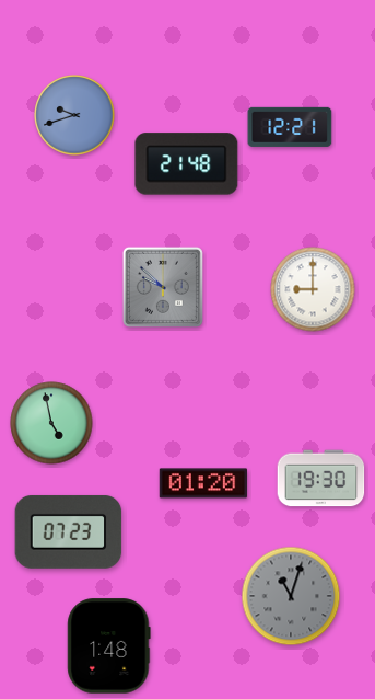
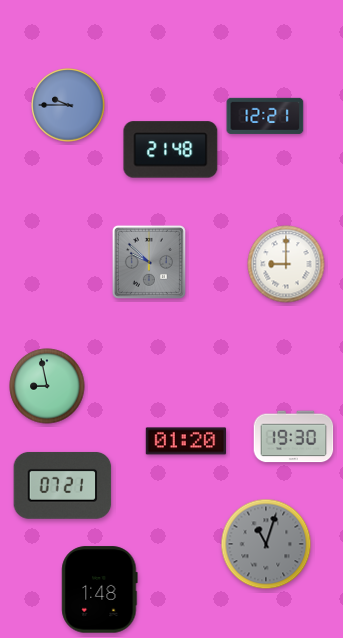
clock at (74, 115): 9:42 -> 9:45
clock at (51, 423): 4:58 -> 8:58
clock at (69, 531): 07:23 -> 07:21
